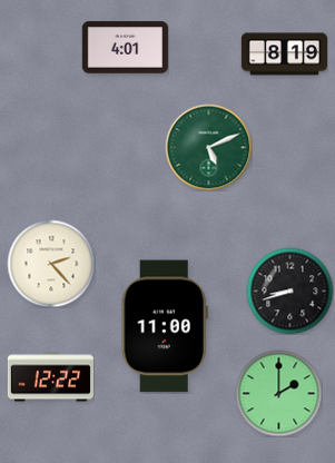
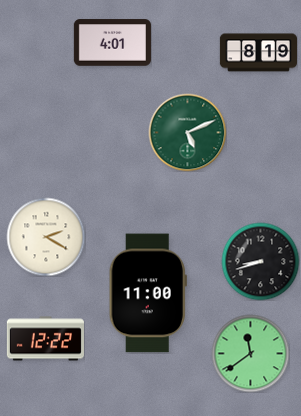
clock at (284, 55) position: (284, 55) -> (258, 53)
clock at (51, 264): 2:23 -> 2:20
clock at (278, 393): 2:00 -> 11:39
